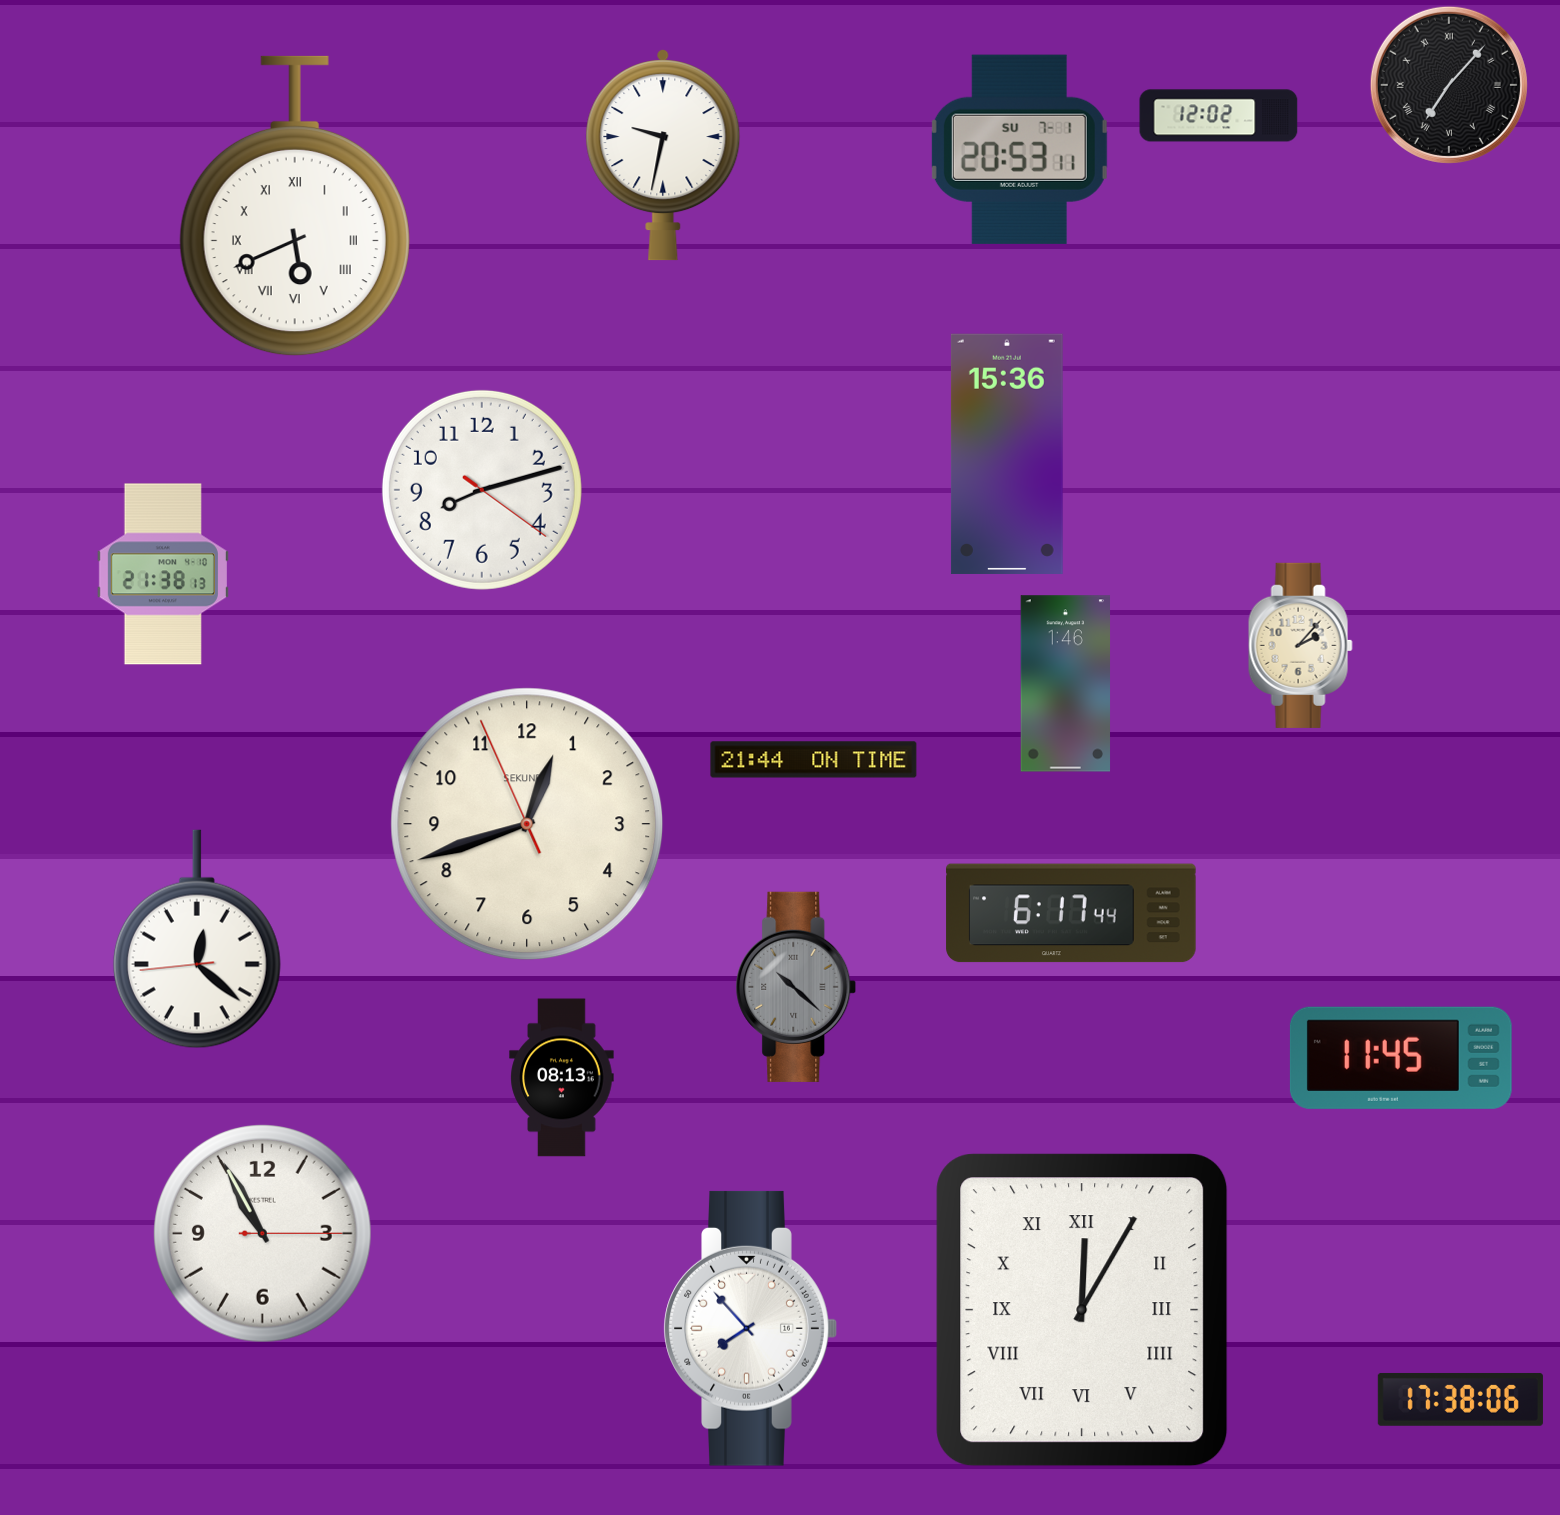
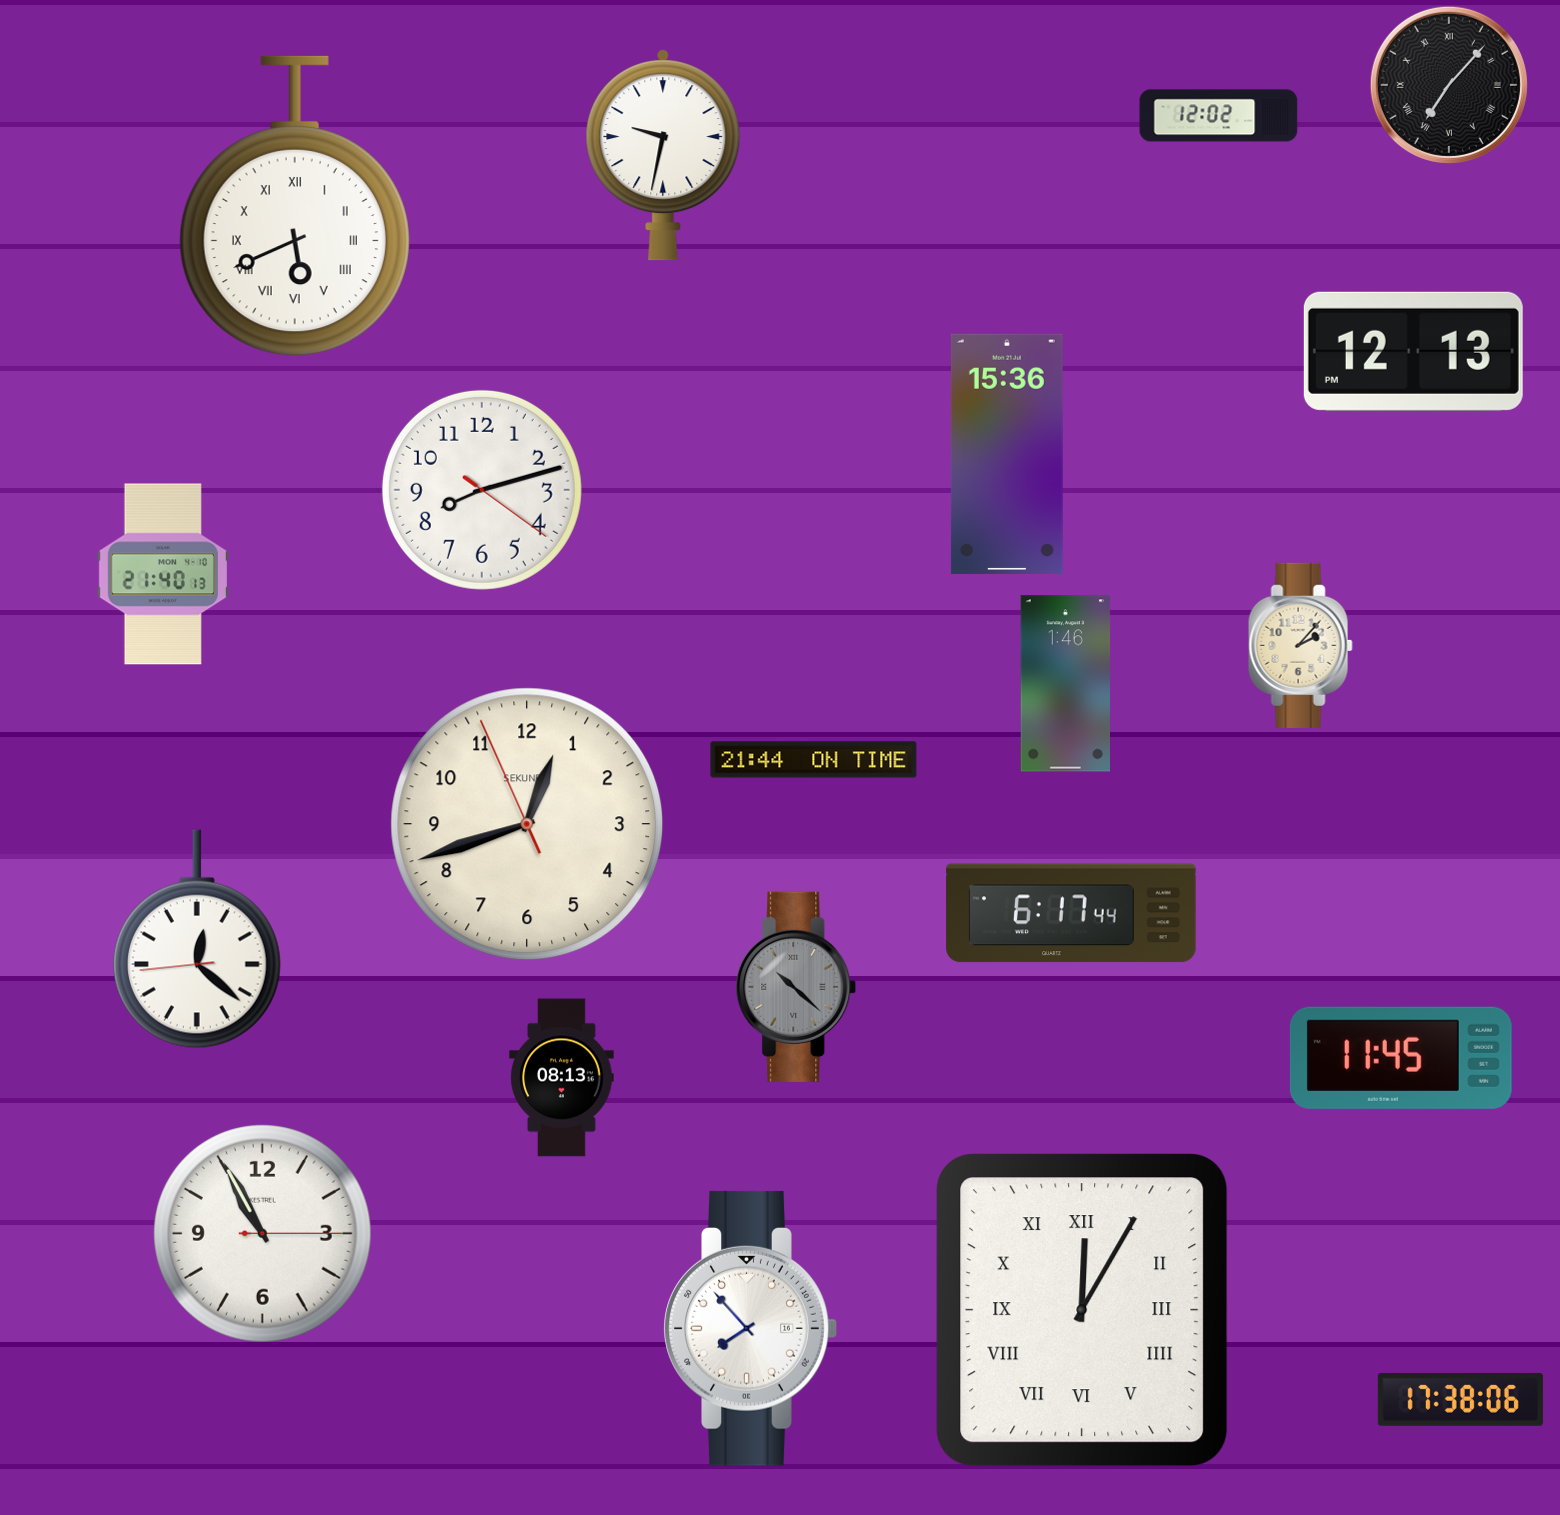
clock at (1019, 149): 20:53 -> none
clock at (1413, 351): none -> 12:13
clock at (163, 574): 21:38 -> 21:40
